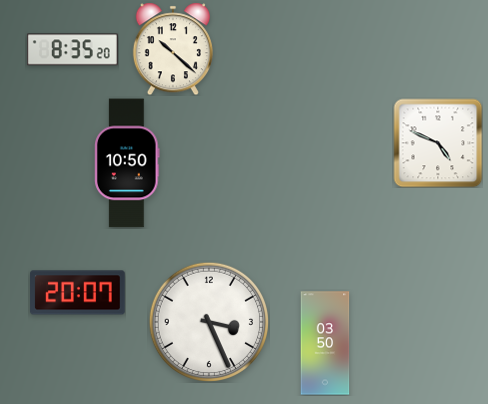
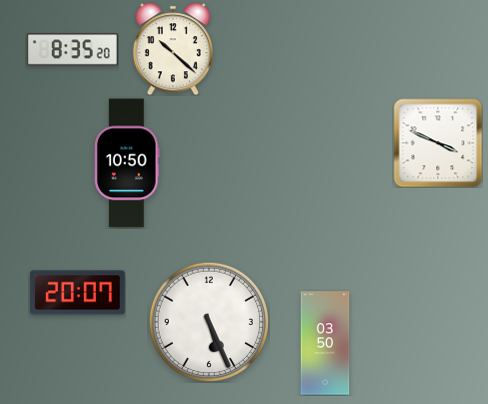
clock at (438, 143): 4:49 -> 3:49
clock at (209, 322): 3:26 -> 5:26
